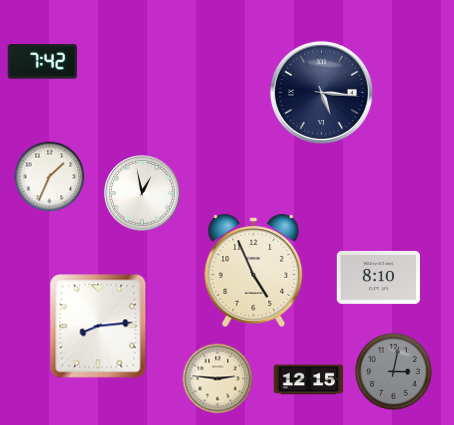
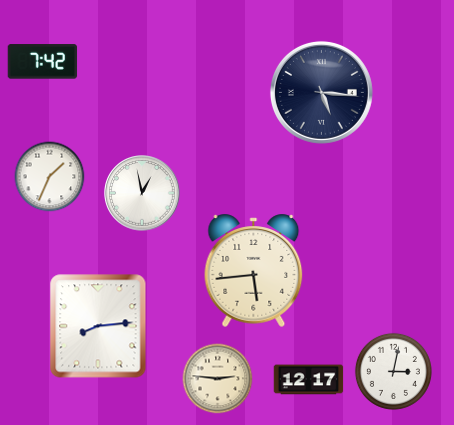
clock at (254, 270): 4:56 -> 5:44
clock at (378, 277): 8:10 -> none
clock at (393, 371) dial: grey -> white
clock at (309, 380): 12:15 -> 12:17
